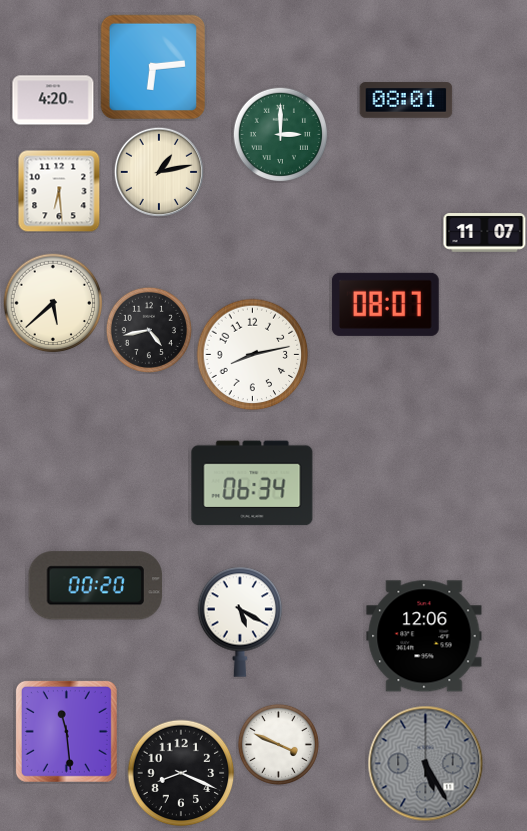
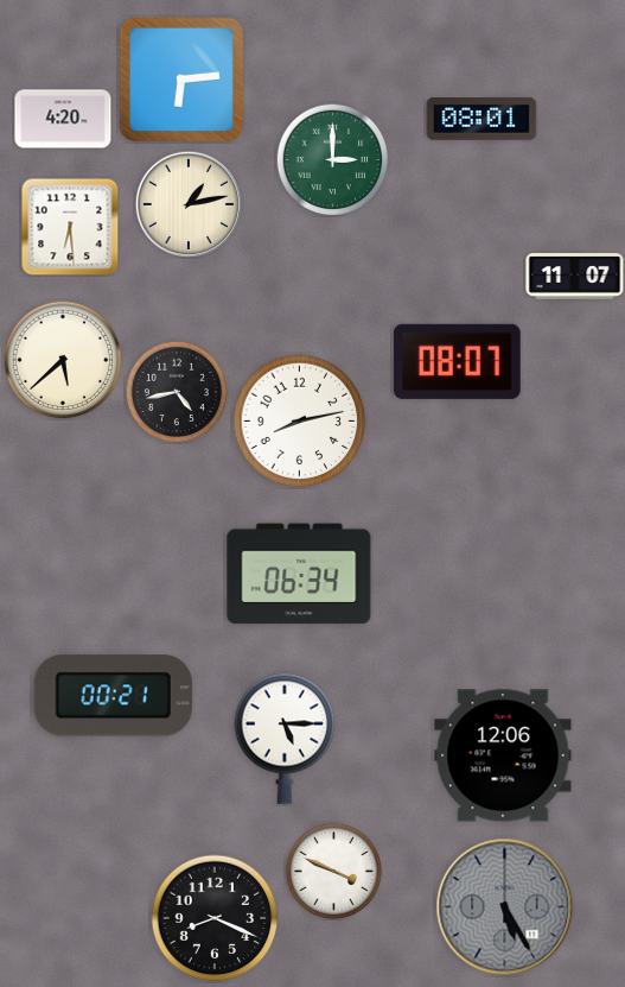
clock at (96, 586): 00:20 -> 00:21
clock at (240, 622): 5:20 -> 5:15
clock at (66, 731): 11:29 -> none
clock at (278, 744) position: (278, 744) -> (333, 871)
